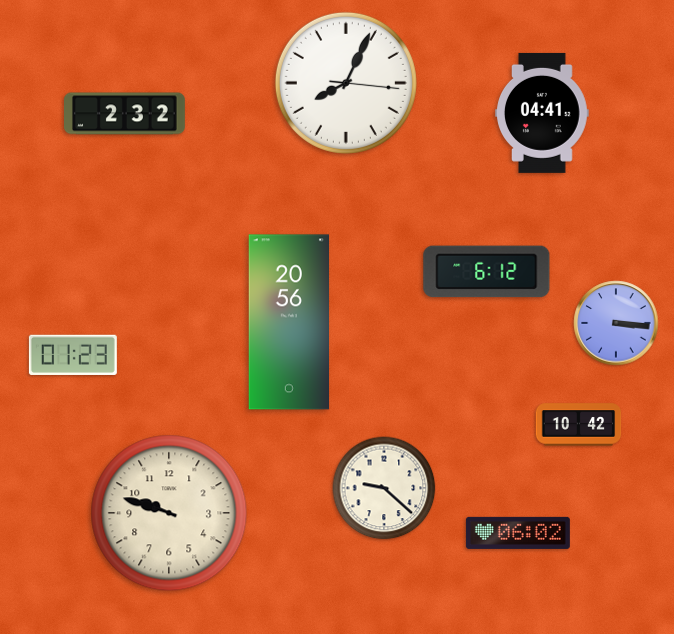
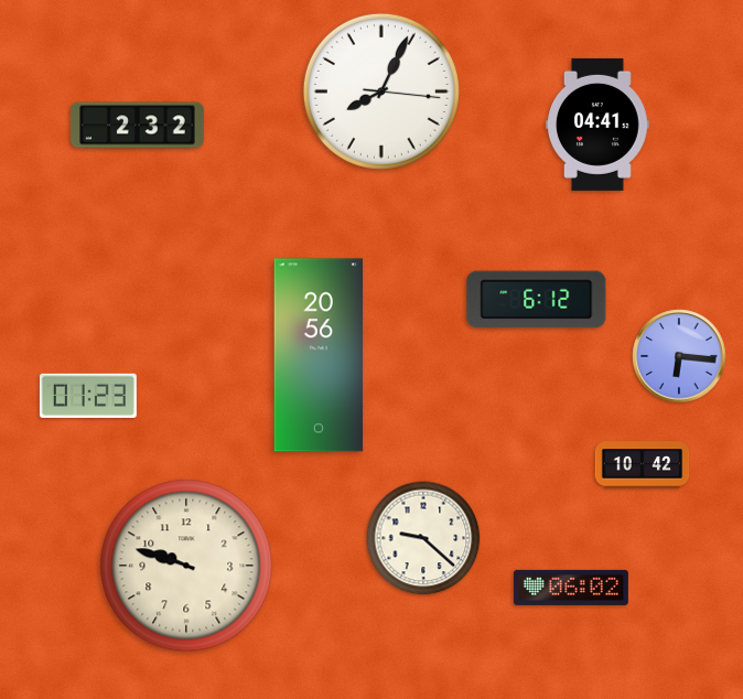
clock at (616, 323): 3:16 -> 6:16
clock at (73, 355) position: (73, 355) -> (88, 396)
clock at (579, 425) position: (579, 425) -> (643, 465)
